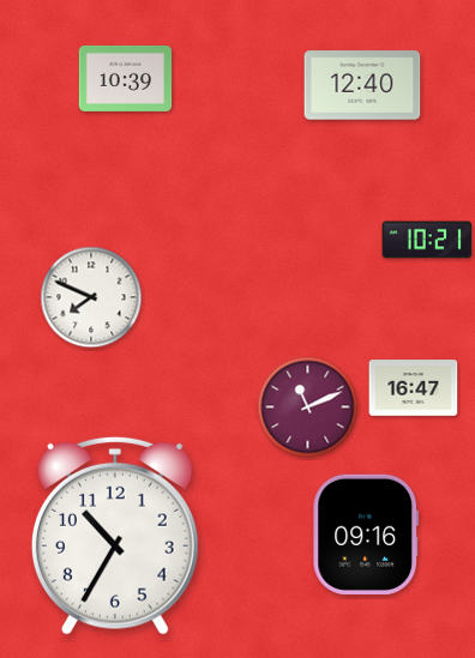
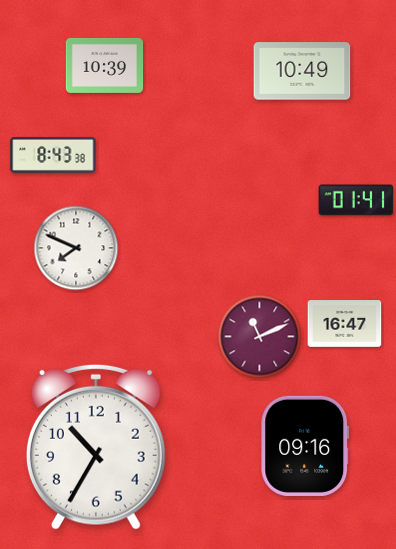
clock at (362, 85): 12:40 -> 10:49
clock at (53, 155): none -> 8:43
clock at (427, 240): 10:21 -> 01:41
clock at (308, 408) position: (308, 408) -> (260, 337)
